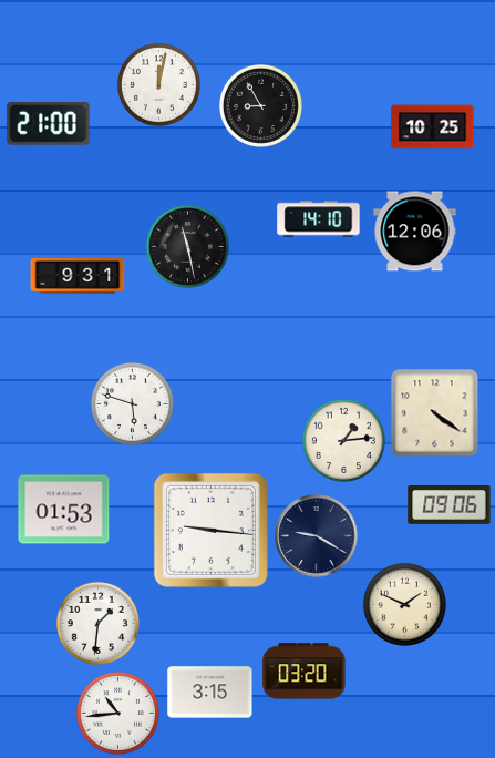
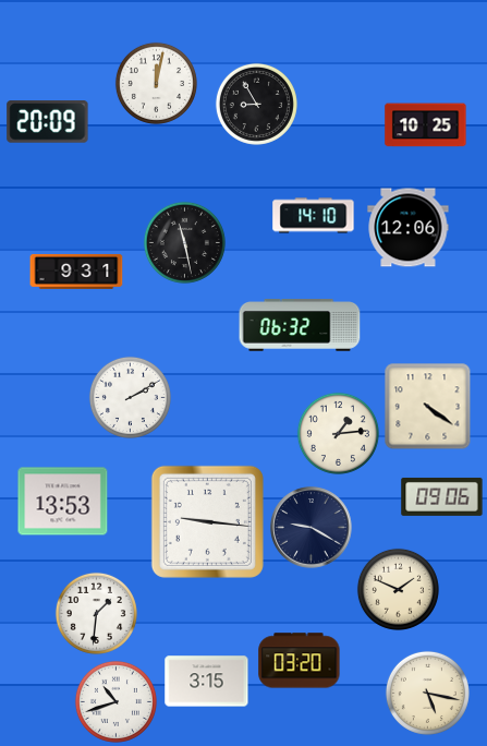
clock at (49, 124): 21:00 -> 20:09
clock at (300, 325): none -> 06:32
clock at (132, 403): 5:48 -> 2:10
clock at (64, 510): 01:53 -> 13:53
clock at (404, 604) position: (404, 604) -> (398, 589)
clock at (427, 693): none -> 5:17
clock at (117, 713): 10:44 -> 10:42
